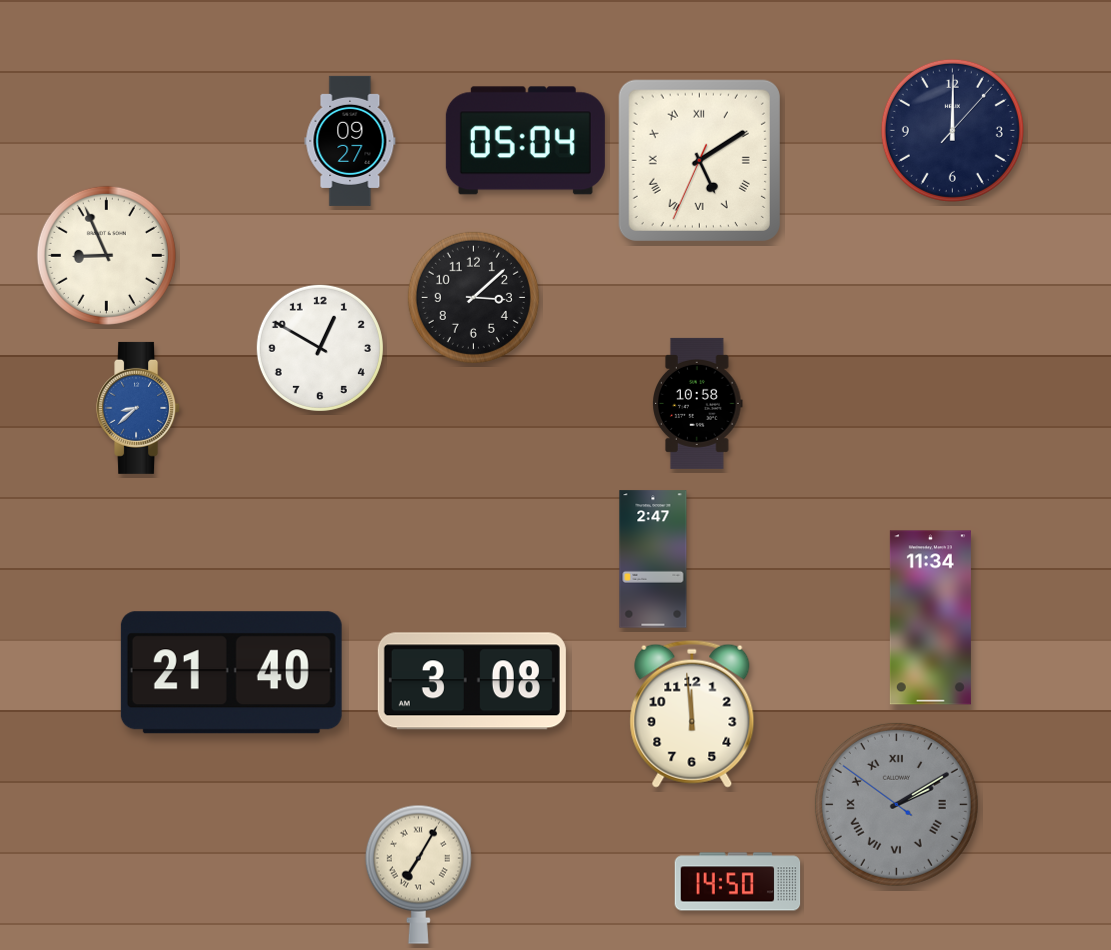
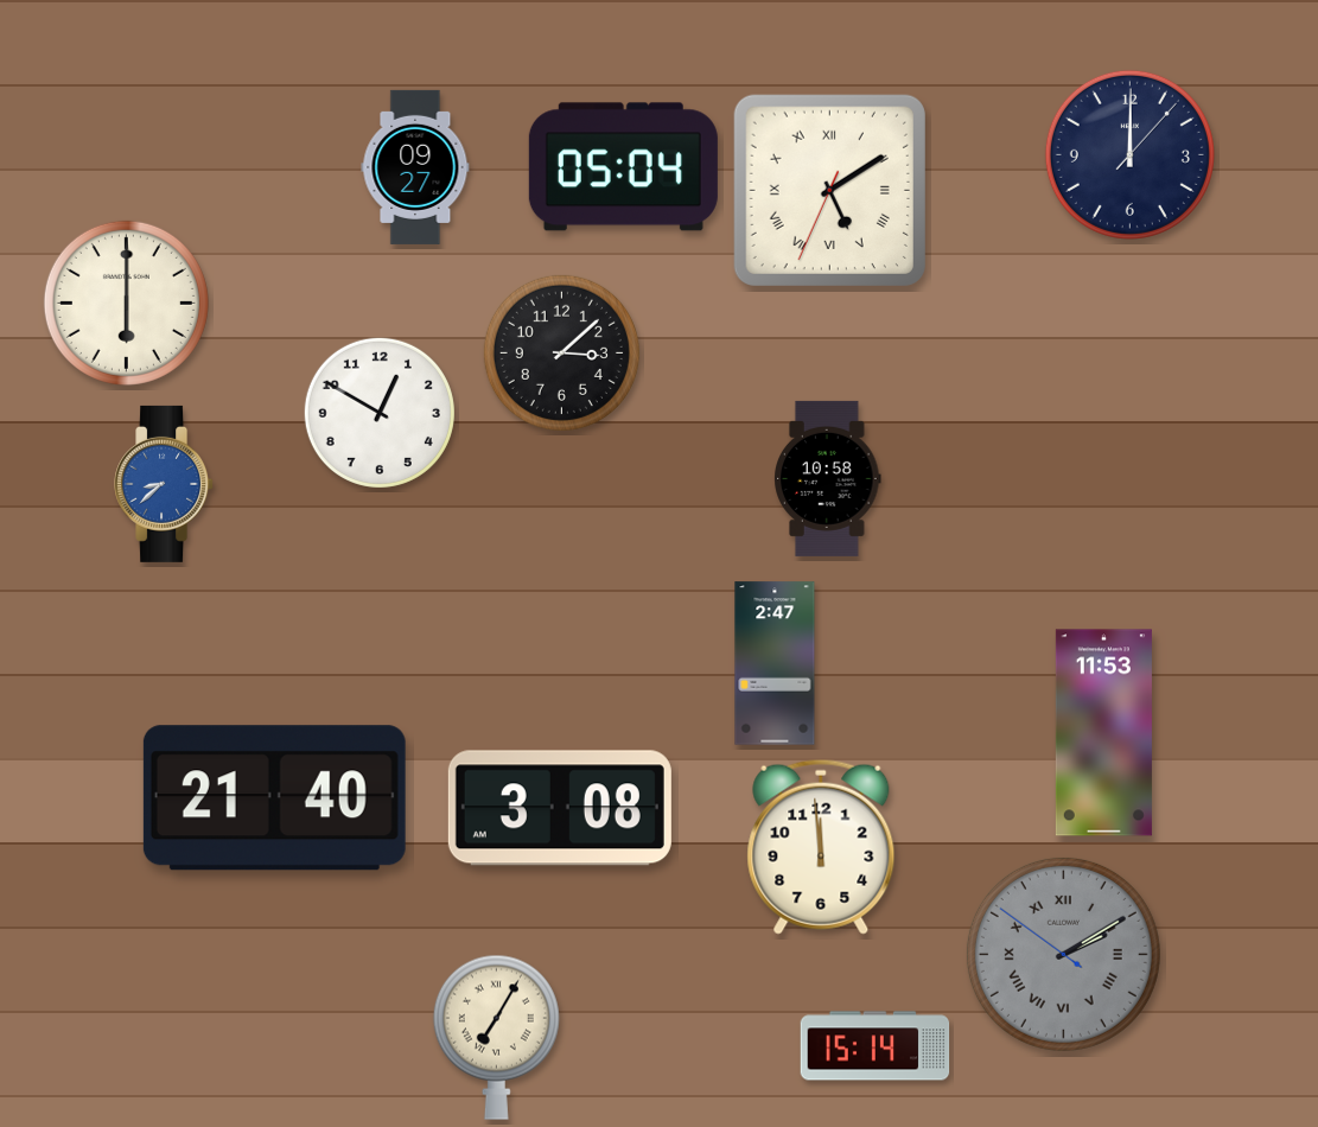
clock at (106, 255): 8:56 -> 6:00
clock at (930, 618): 11:34 -> 11:53
clock at (738, 882): 14:50 -> 15:14
